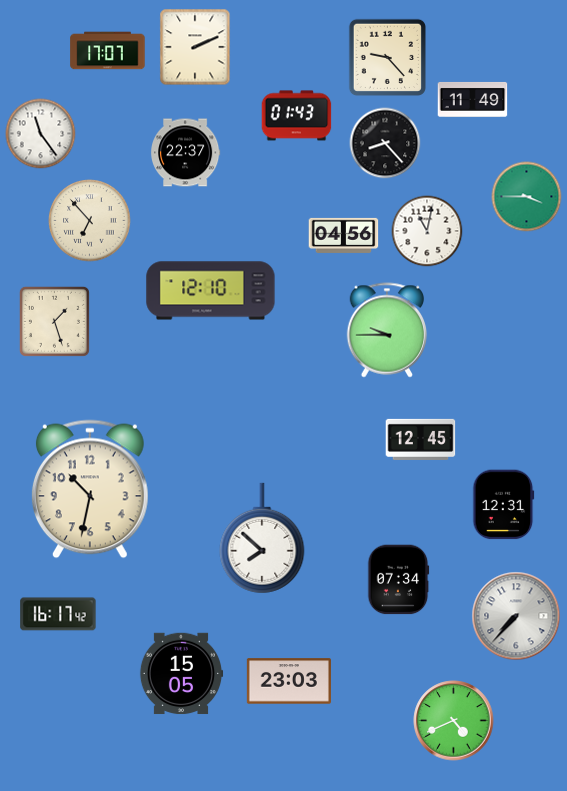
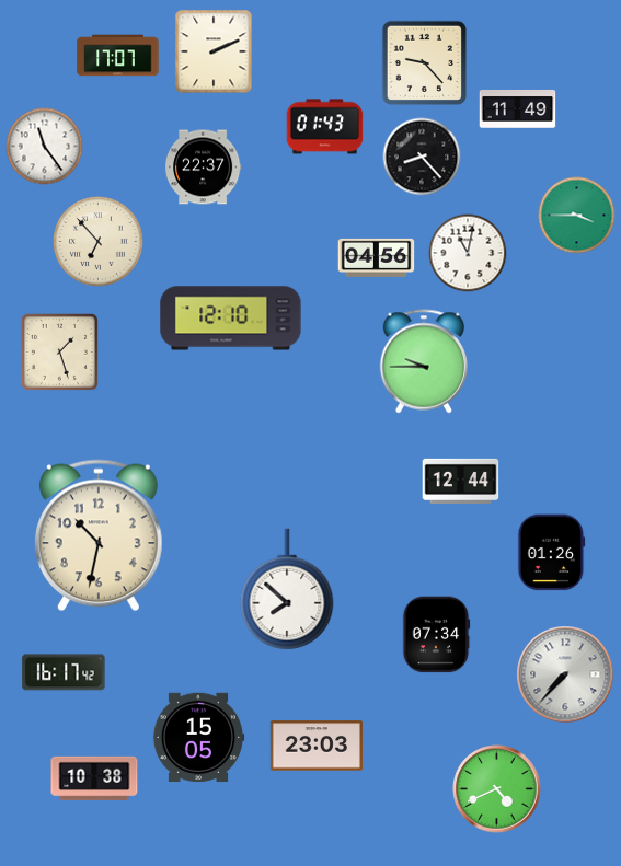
clock at (421, 439): 12:45 -> 12:44
clock at (504, 505): 12:31 -> 01:26
clock at (94, 778): none -> 10:38
